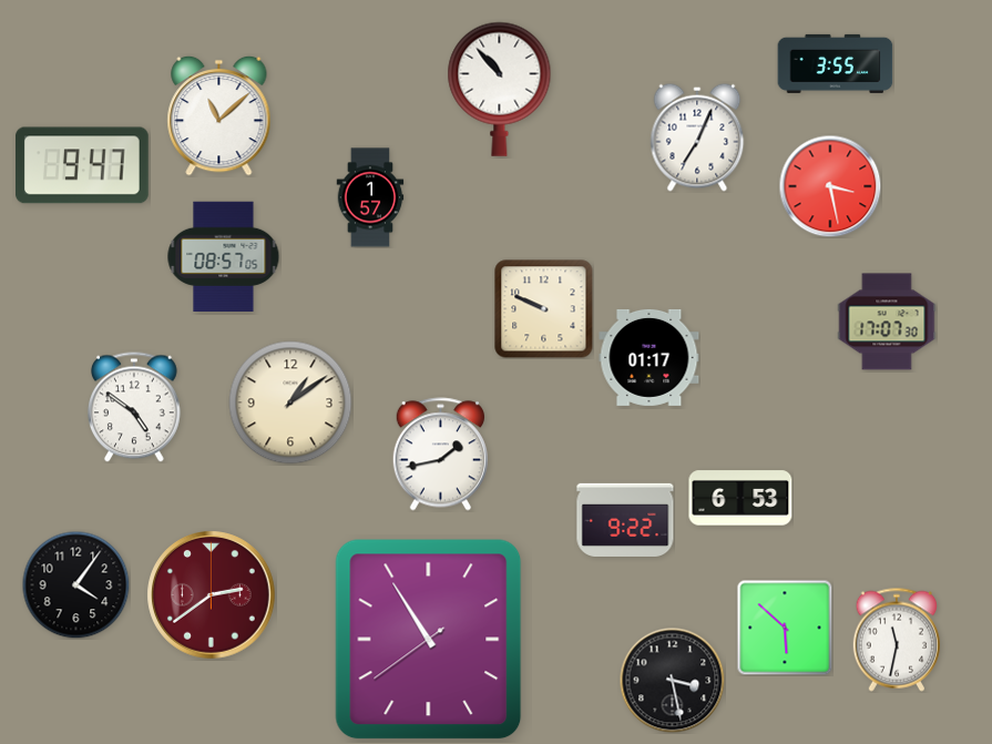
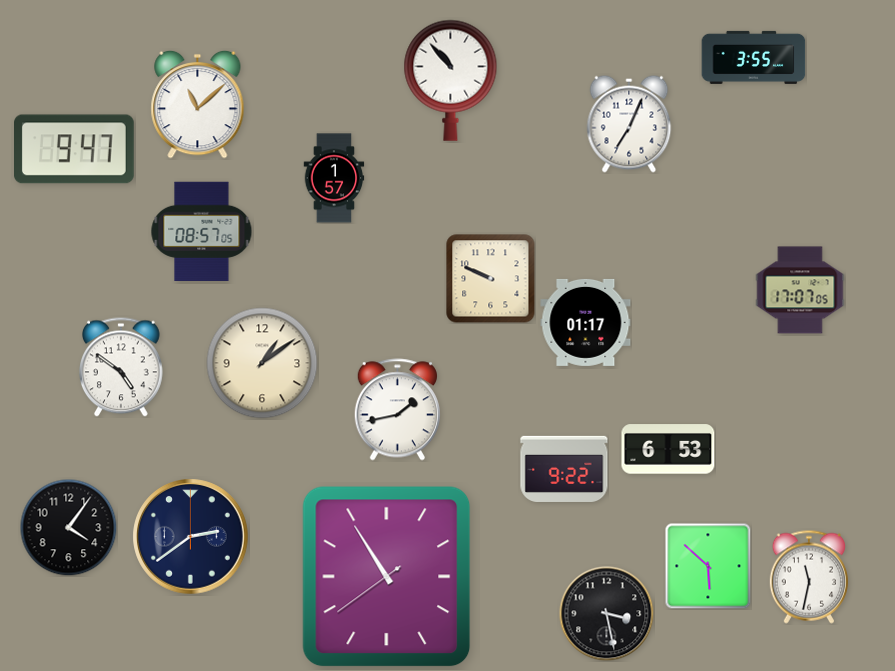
clock at (830, 186): 3:28 -> none
clock at (887, 322): 17:07:30 -> 17:07:05
clock at (212, 595) dial: burgundy -> navy
